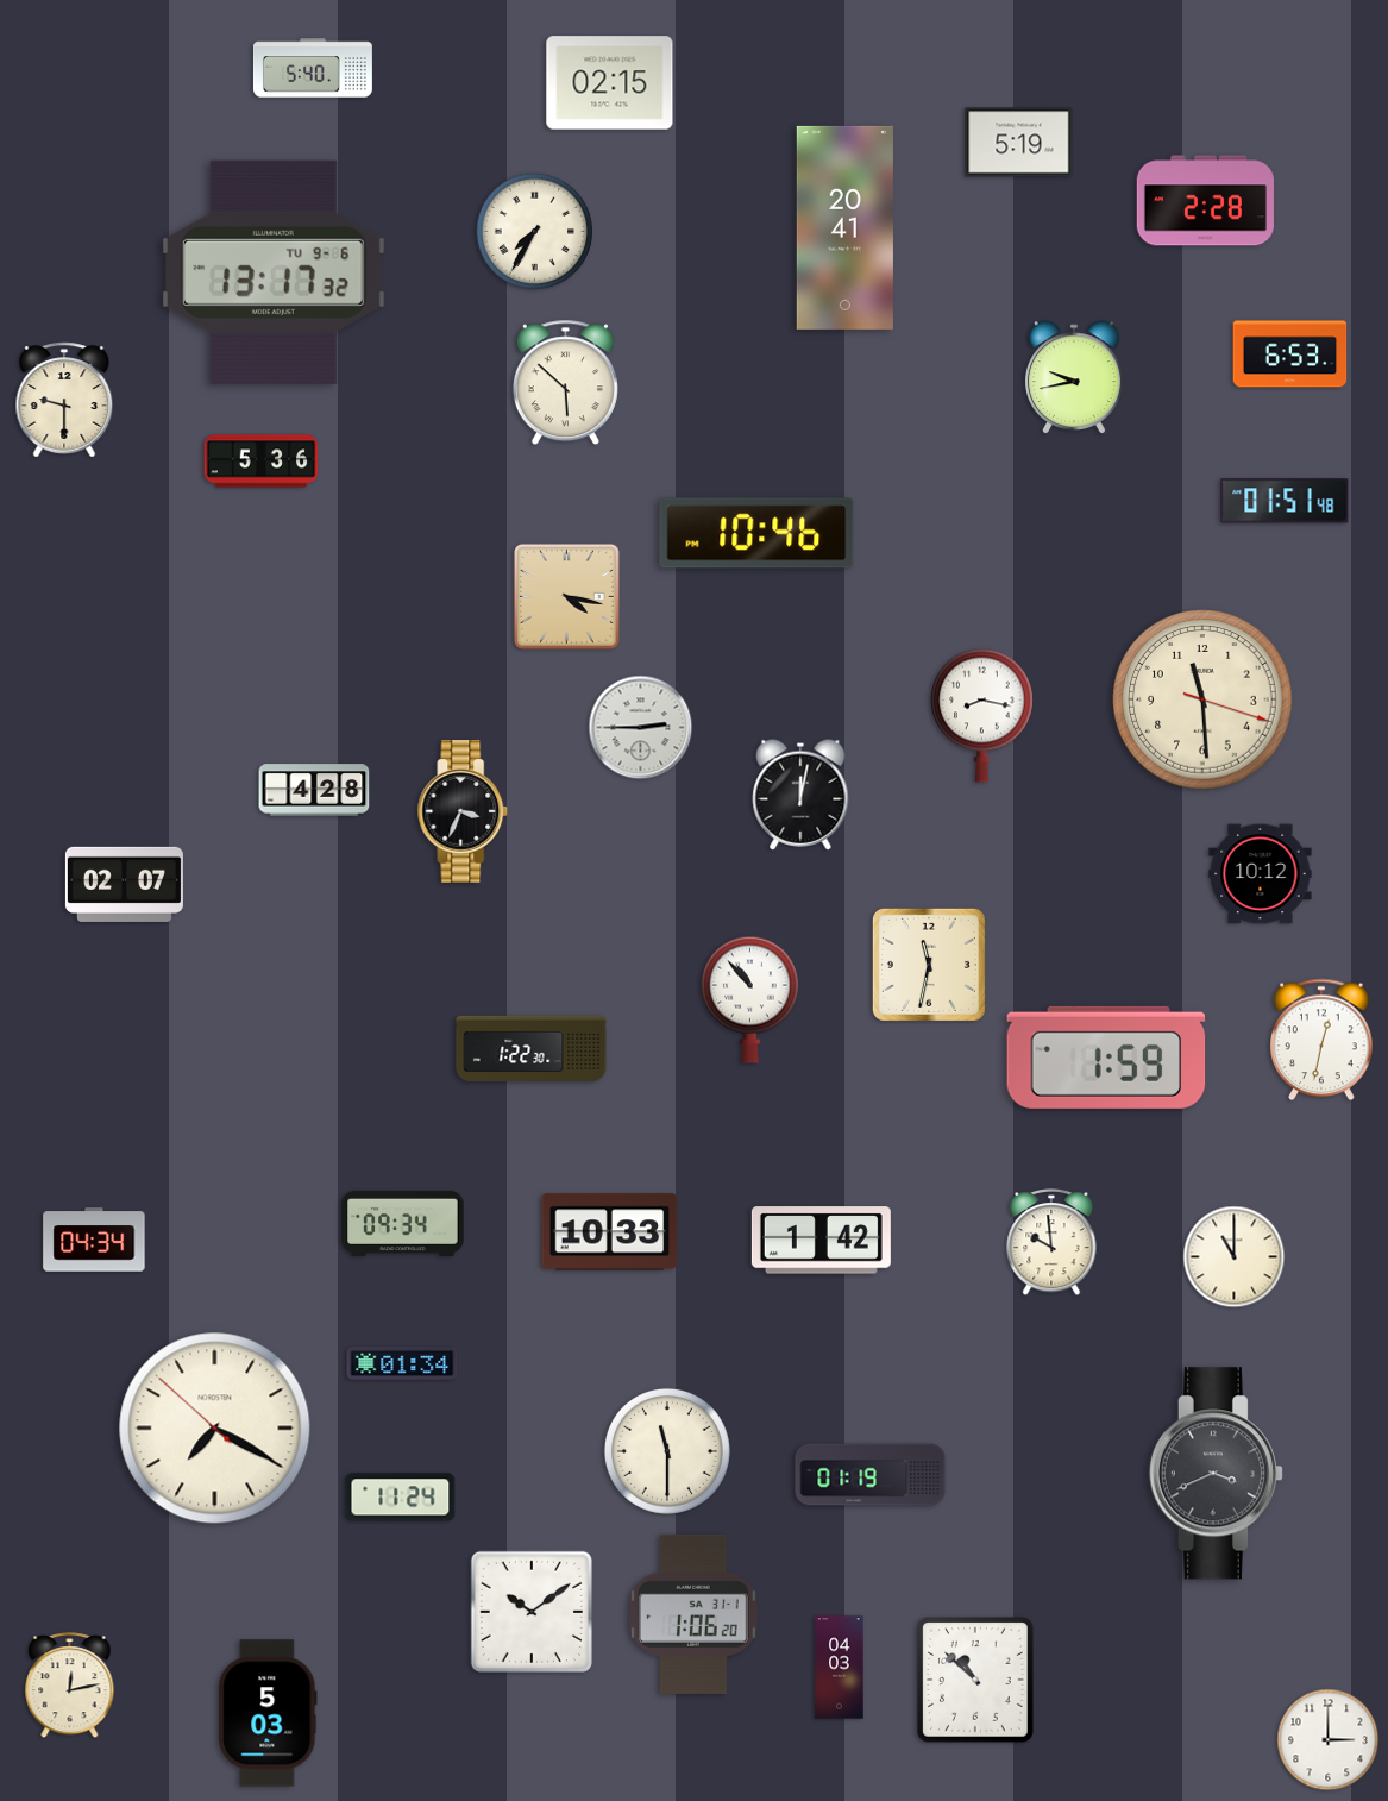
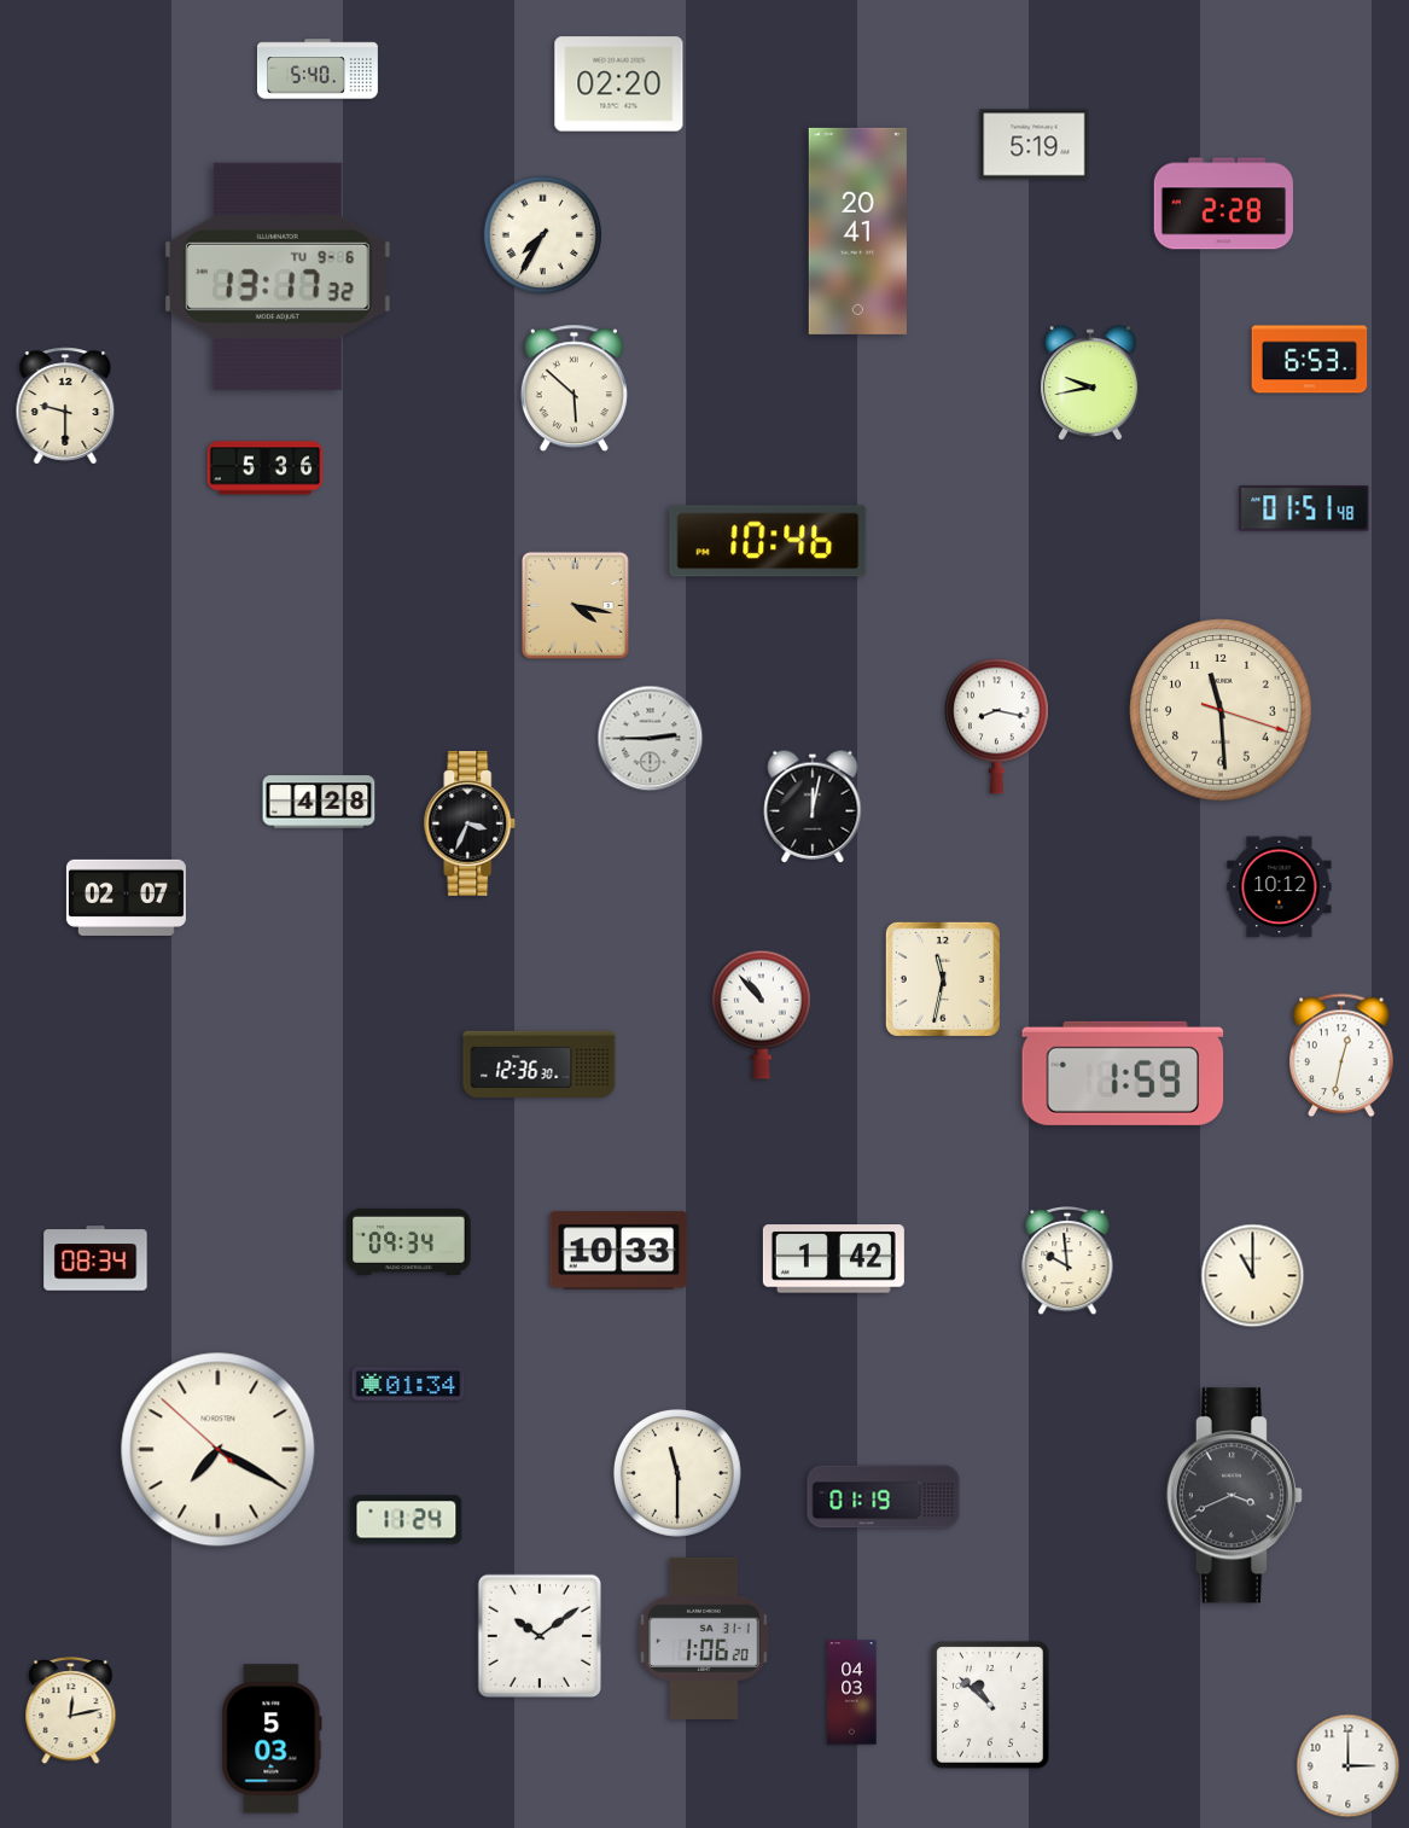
clock at (610, 83): 02:15 -> 02:20
clock at (532, 1048): 1:22 -> 12:36
clock at (94, 1240): 04:34 -> 08:34
